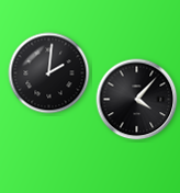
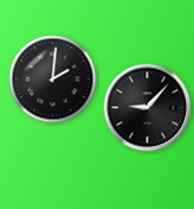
clock at (137, 100): 4:07 -> 9:07
